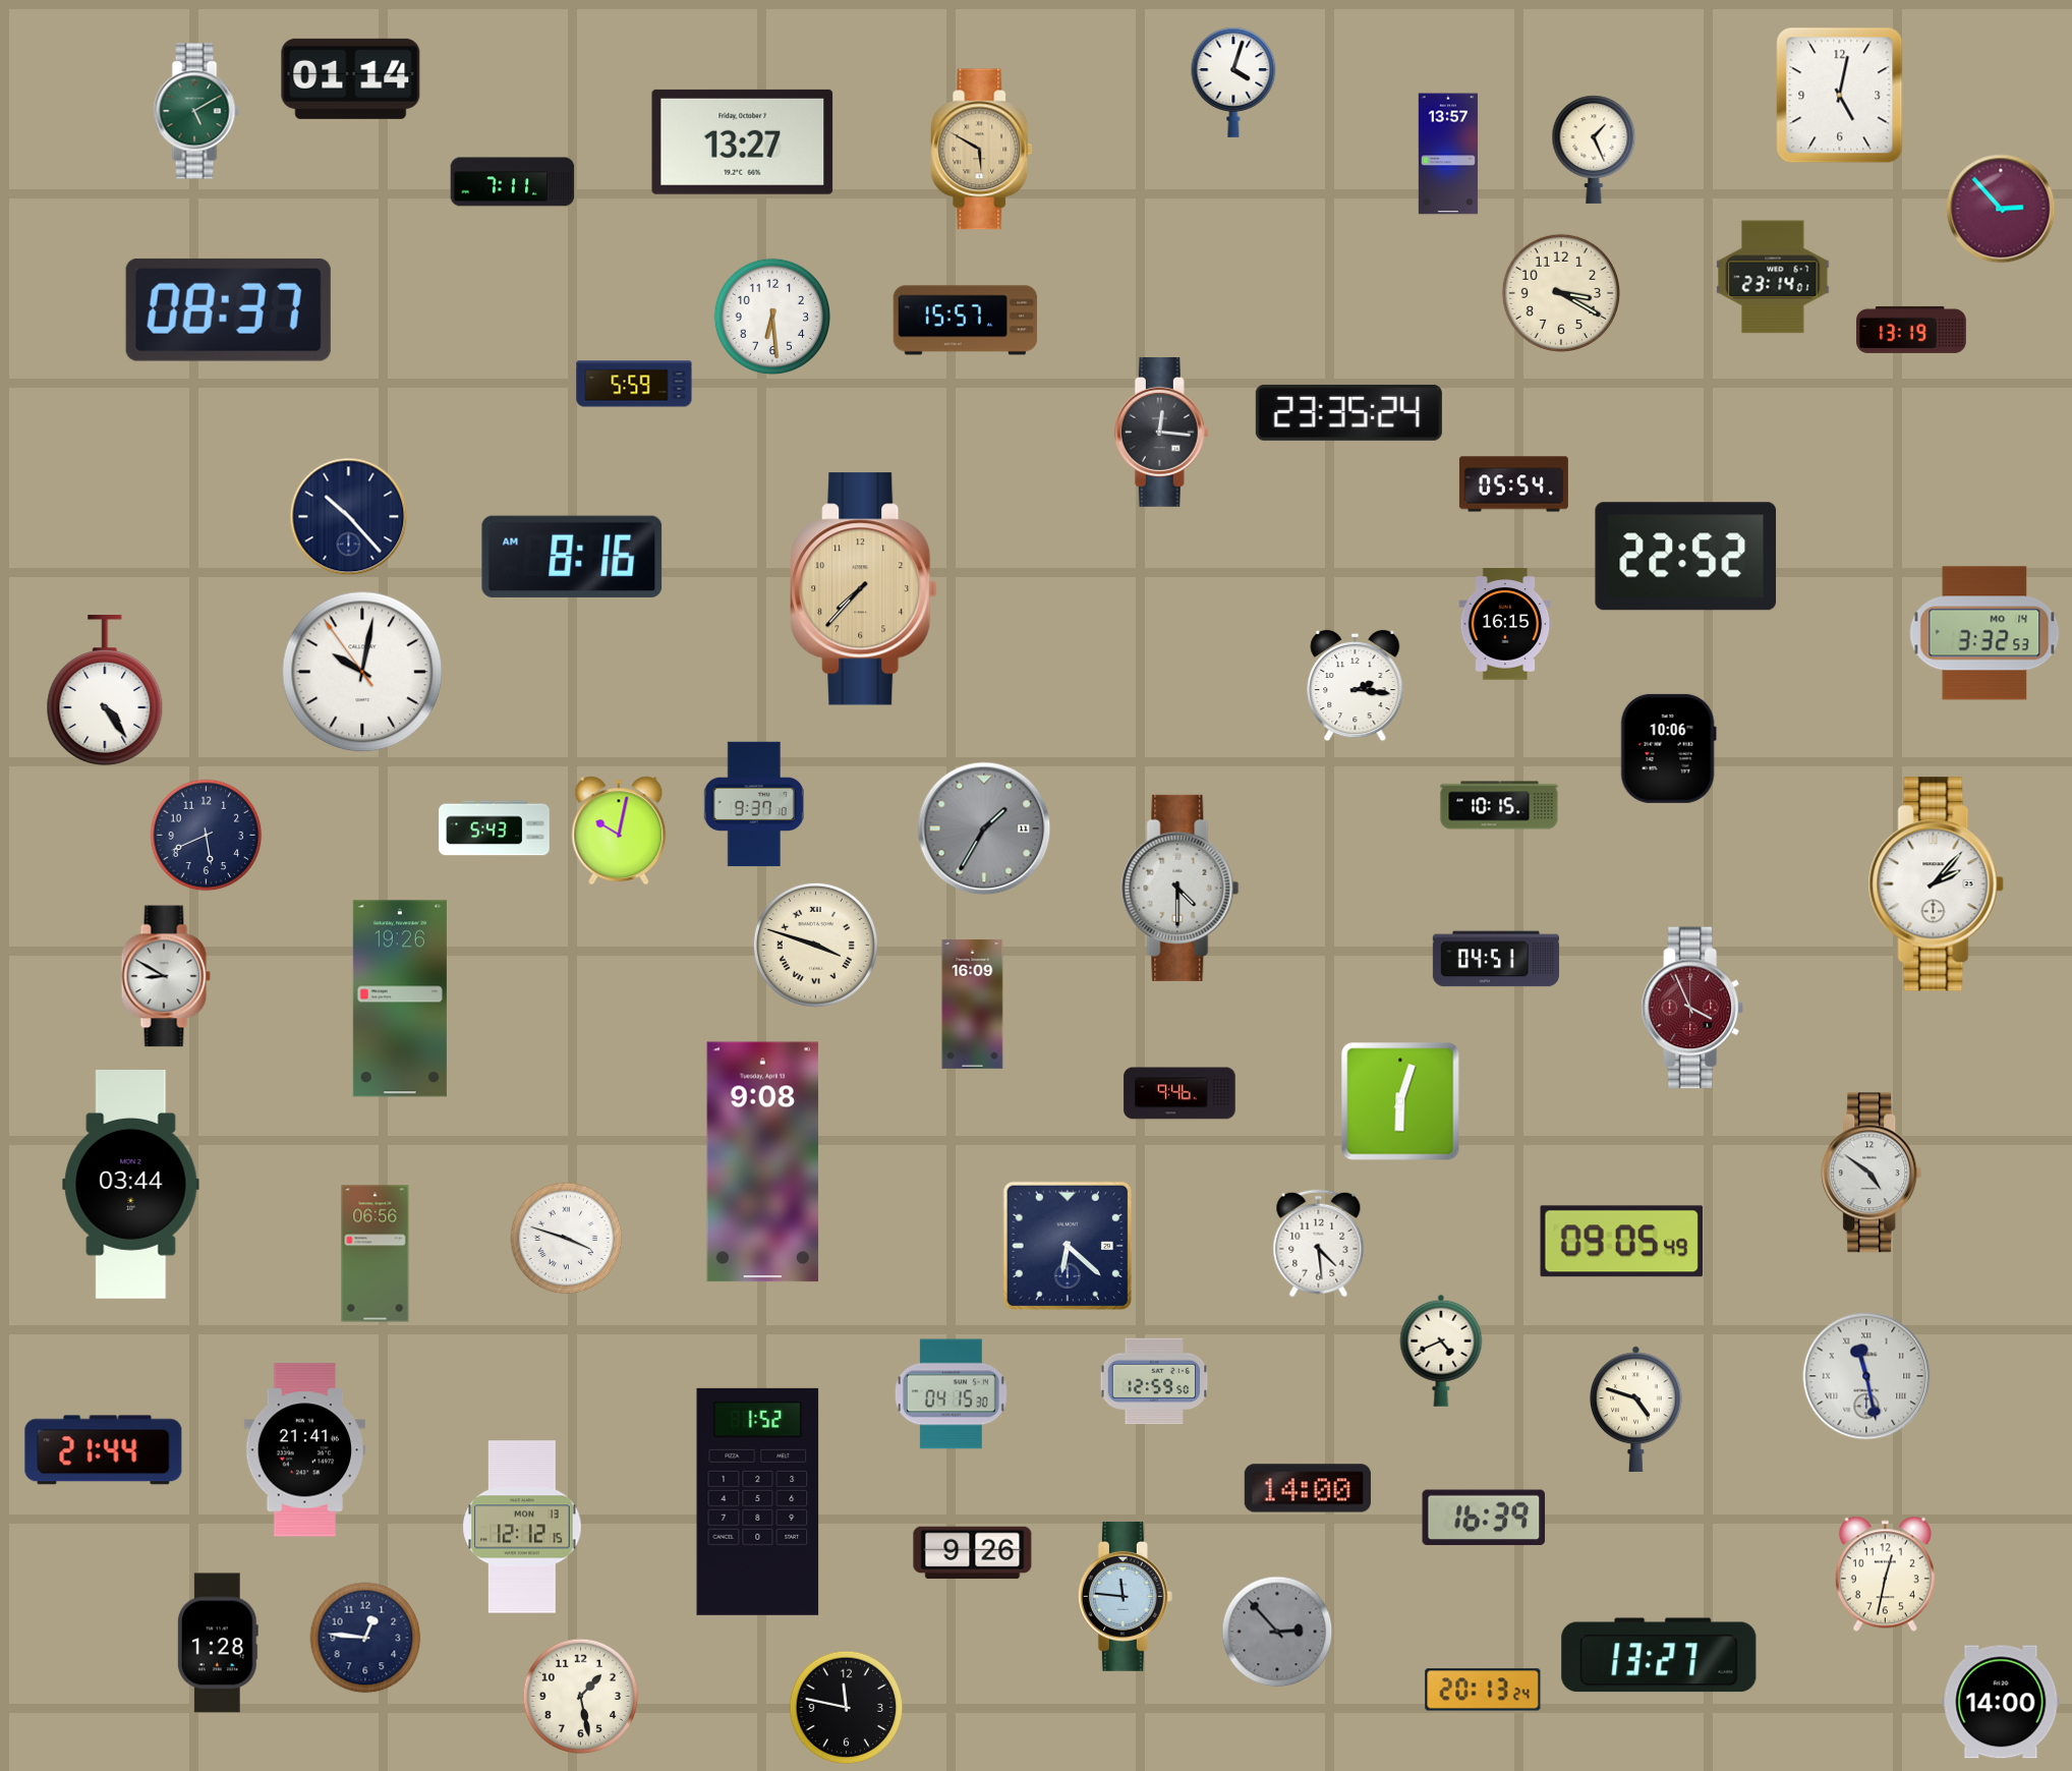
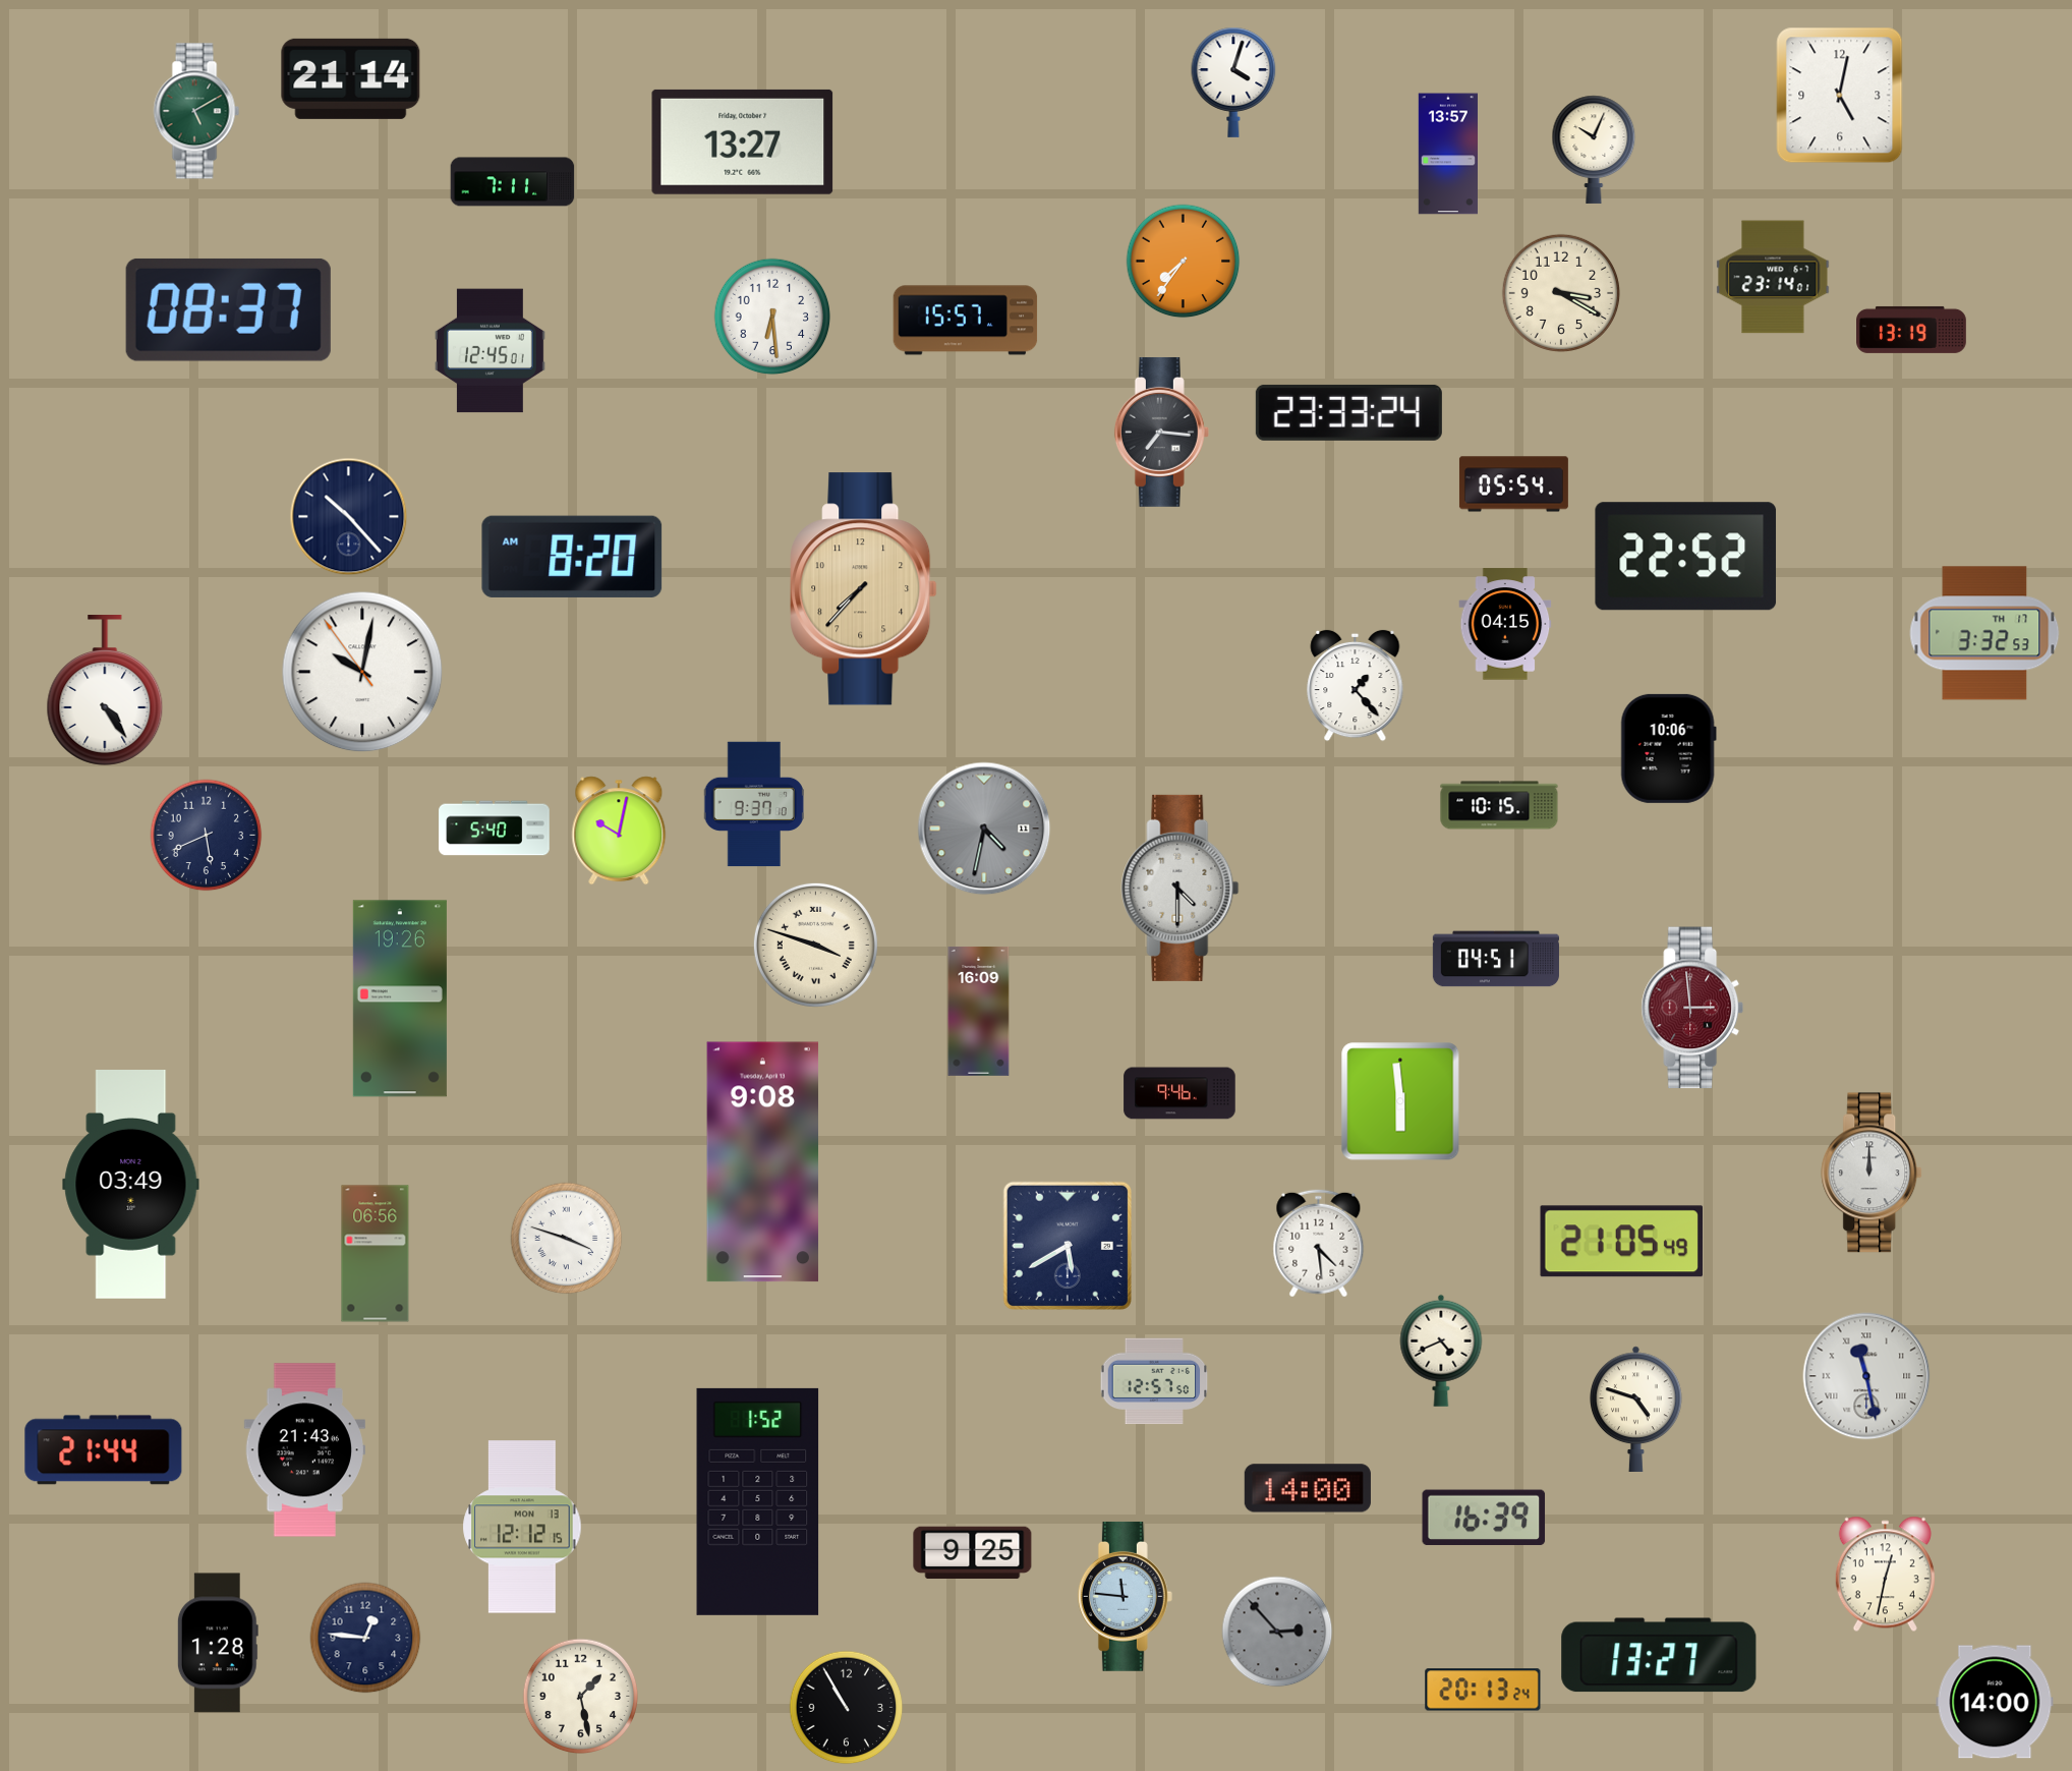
clock at (351, 78): 01:14 -> 21:14
clock at (982, 150): 5:50 -> none
clock at (1594, 150): 1:26 -> 10:04
clock at (2001, 209): 2:53 -> none
clock at (1184, 262): none -> 7:36
clock at (490, 351): none -> 12:45
clock at (634, 384): 5:59 -> none
clock at (1348, 412): 23:35 -> 23:33
clock at (1161, 432): 12:16 -> 7:16
clock at (572, 557): 8:16 -> 8:20
clock at (1505, 624): 16:15 -> 04:15
clock at (1984, 633) date: MO 14 -> TH 17
clock at (1356, 686): 2:16 -> 1:23
clock at (495, 829): 5:43 -> 5:40
clock at (984, 829): 1:35 -> 4:32
clock at (1936, 884): 2:07 -> none
clock at (166, 976): 8:50 -> none
clock at (973, 1004) position: (973, 1004) -> (979, 1011)
clock at (1692, 1008): 3:56 -> 2:59
clock at (1400, 1101): 6:03 -> 5:59
clock at (1873, 1173): 4:51 -> 12:00
clock at (131, 1185): 03:44 -> 03:49
clock at (1621, 1242): 09:05 -> 21:05
clock at (1067, 1245): 6:22 -> 5:40
clock at (1154, 1381): 12:59 -> 12:57
clock at (951, 1394): 04:15 -> none
clock at (304, 1450): 21:41 -> 21:43
clock at (973, 1553): 9:26 -> 9:25
clock at (2001, 1702) position: (2001, 1702) -> (1995, 1702)
clock at (847, 1708): 11:47 -> 10:55
